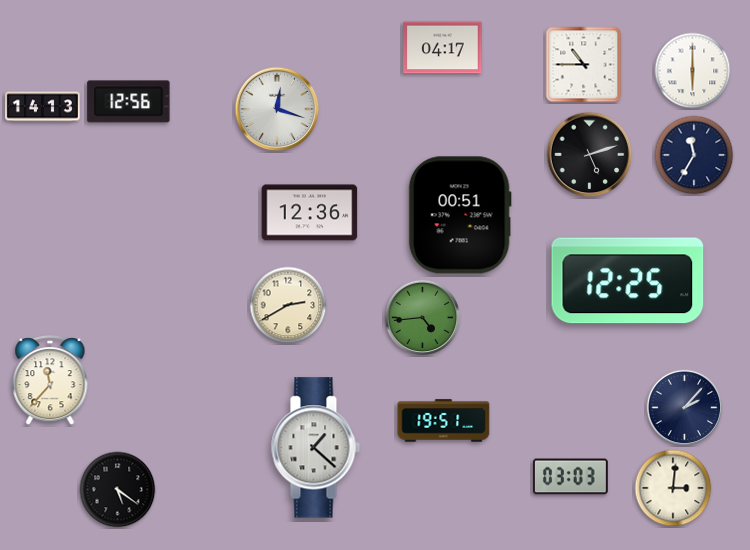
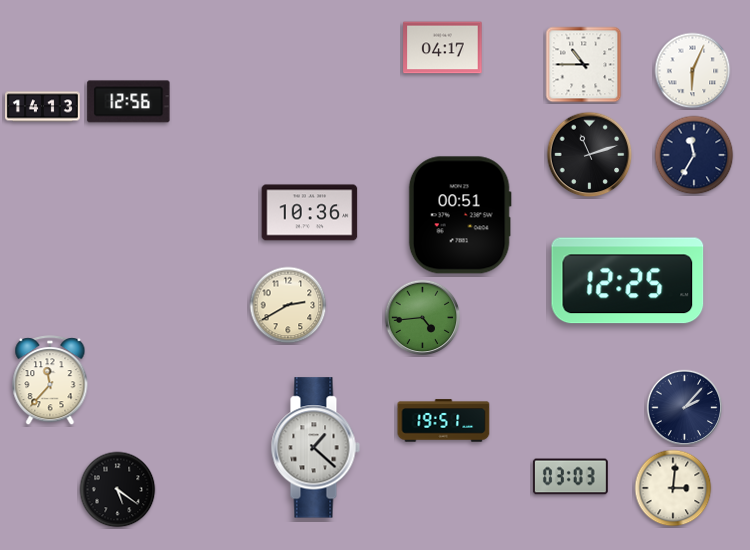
clock at (693, 71): 6:00 -> 6:04
clock at (277, 109): 12:18 -> none
clock at (590, 155): 5:12 -> 11:12
clock at (310, 213): 12:36 -> 10:36
